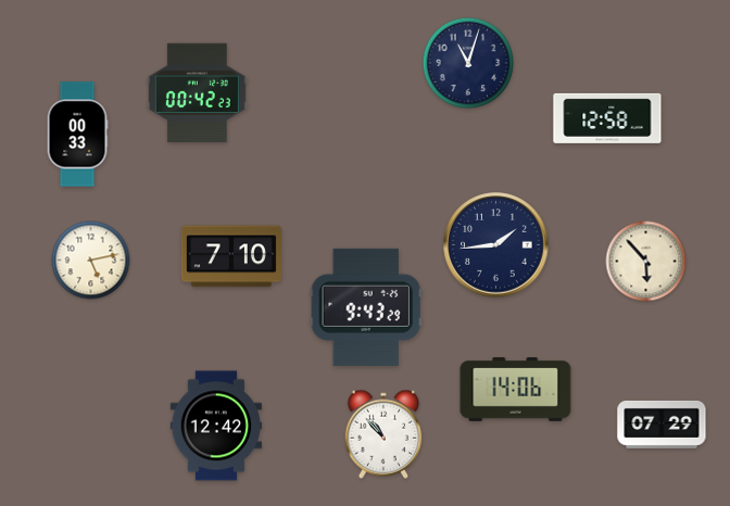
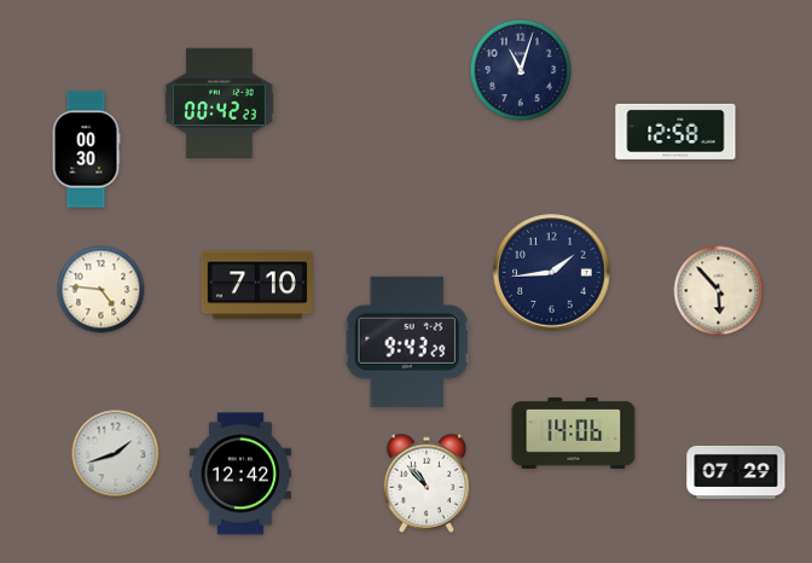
clock at (77, 135): 00:33 -> 00:30
clock at (91, 261): 5:13 -> 4:46
clock at (116, 454): none -> 1:42
